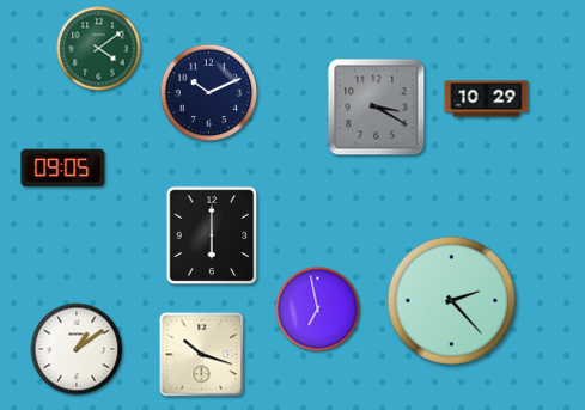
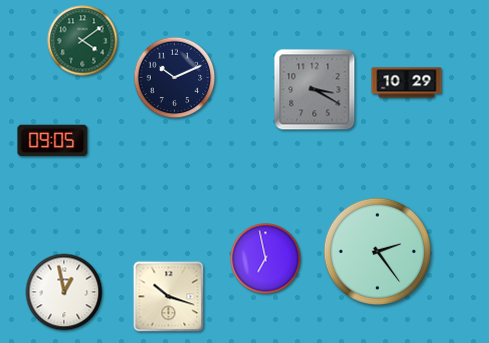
clock at (212, 235): 6:00 -> none
clock at (451, 300): 2:23 -> 2:24
clock at (77, 349): 1:09 -> 12:58
